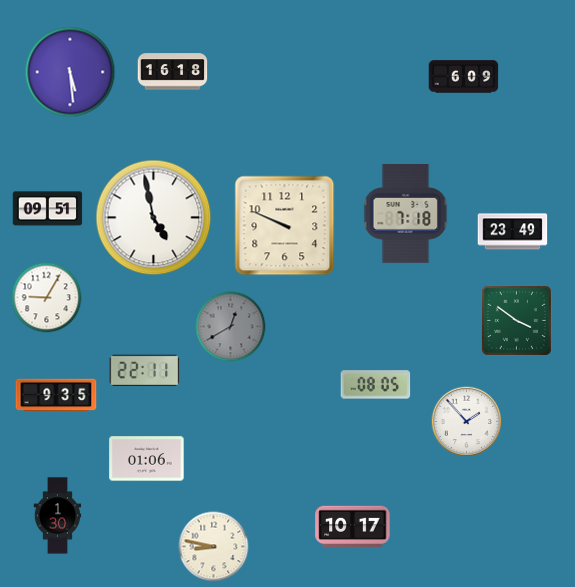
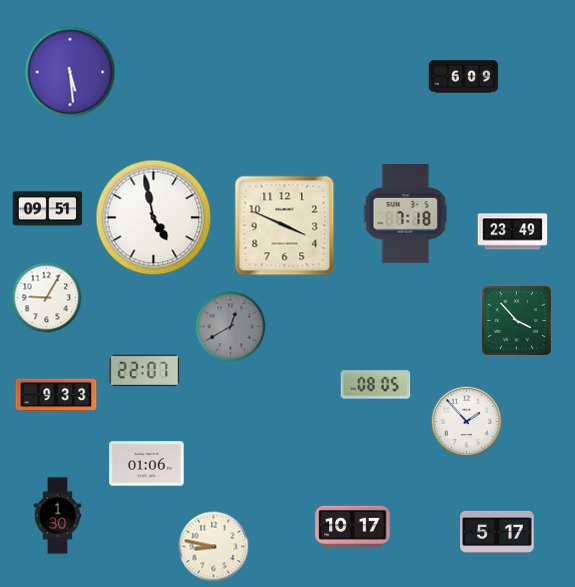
clock at (173, 72): 16:18 -> none
clock at (285, 226): 9:49 -> 3:49
clock at (516, 320): 3:51 -> 3:53
clock at (145, 371): 22:11 -> 22:07
clock at (56, 395): 9:35 -> 9:33
clock at (147, 459) position: (147, 459) -> (147, 464)
clock at (497, 532): none -> 5:17
